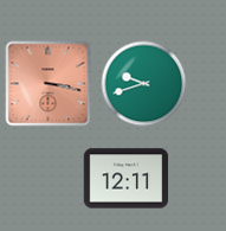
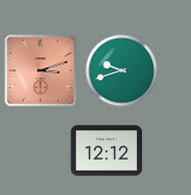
clock at (49, 84): 3:17 -> 3:12
clock at (127, 179): 12:11 -> 12:12
